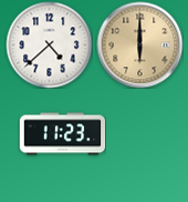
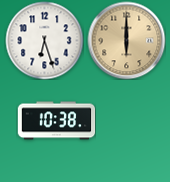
clock at (49, 44): 4:38 -> 6:27
clock at (62, 134): 11:23 -> 10:38
